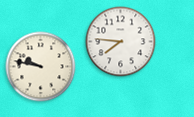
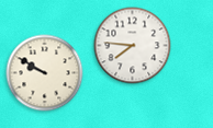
clock at (41, 67): 9:47 -> 9:50
